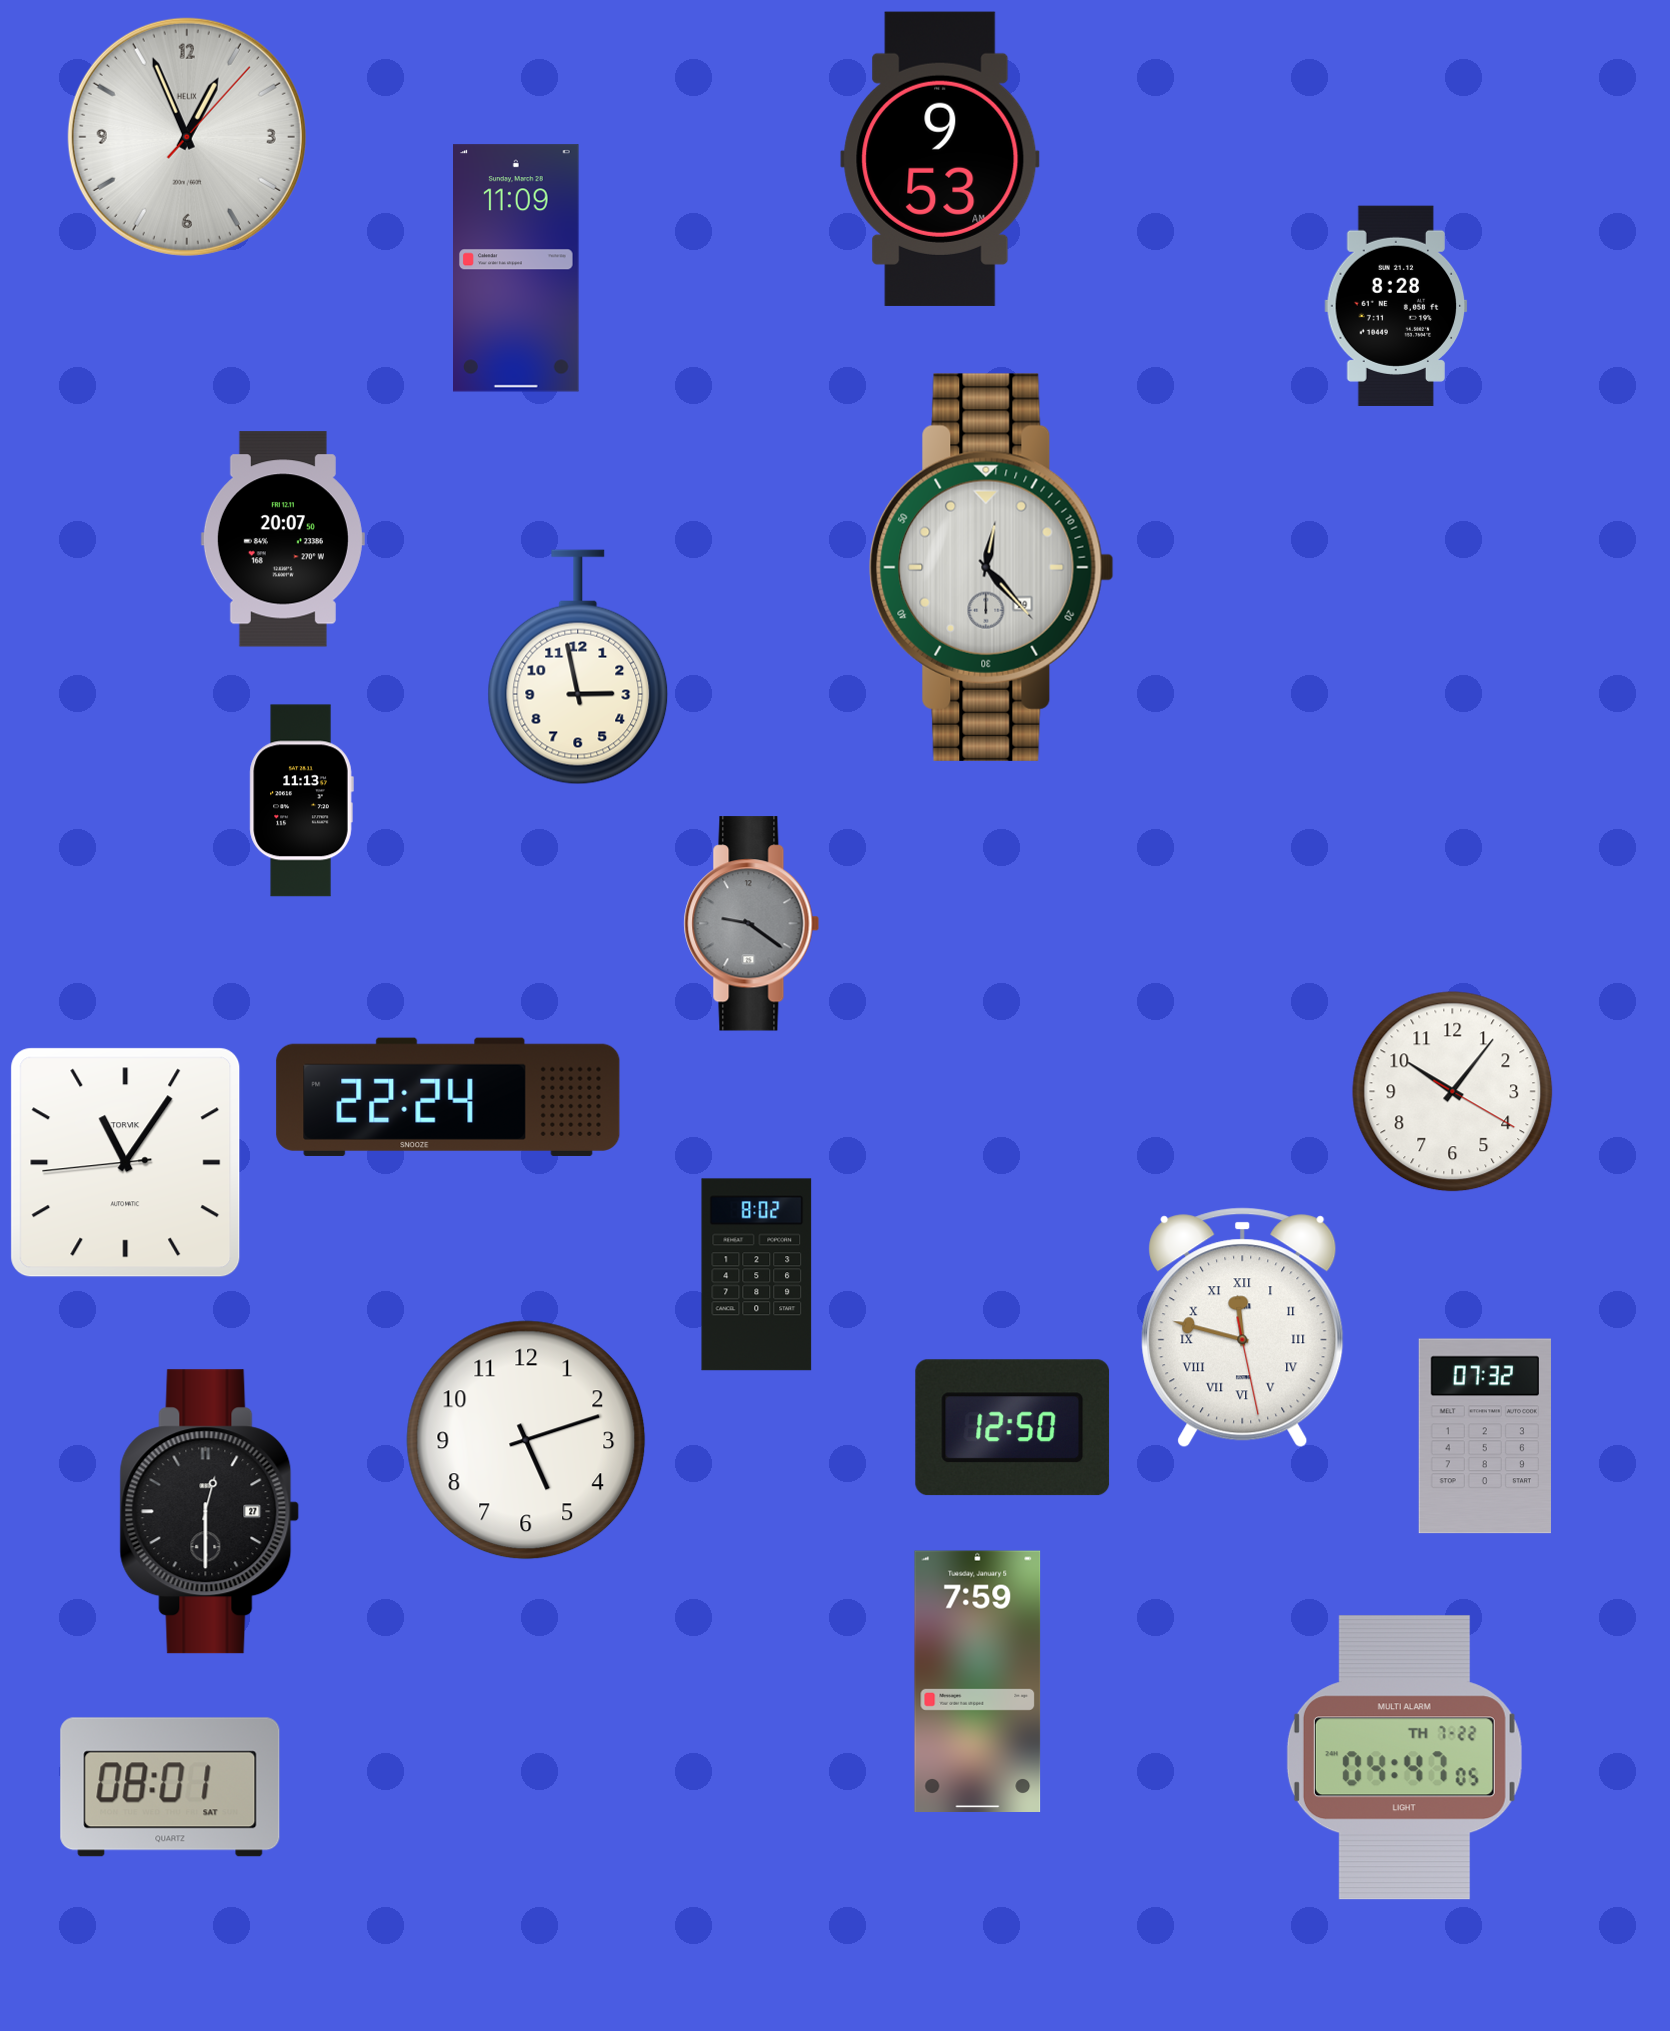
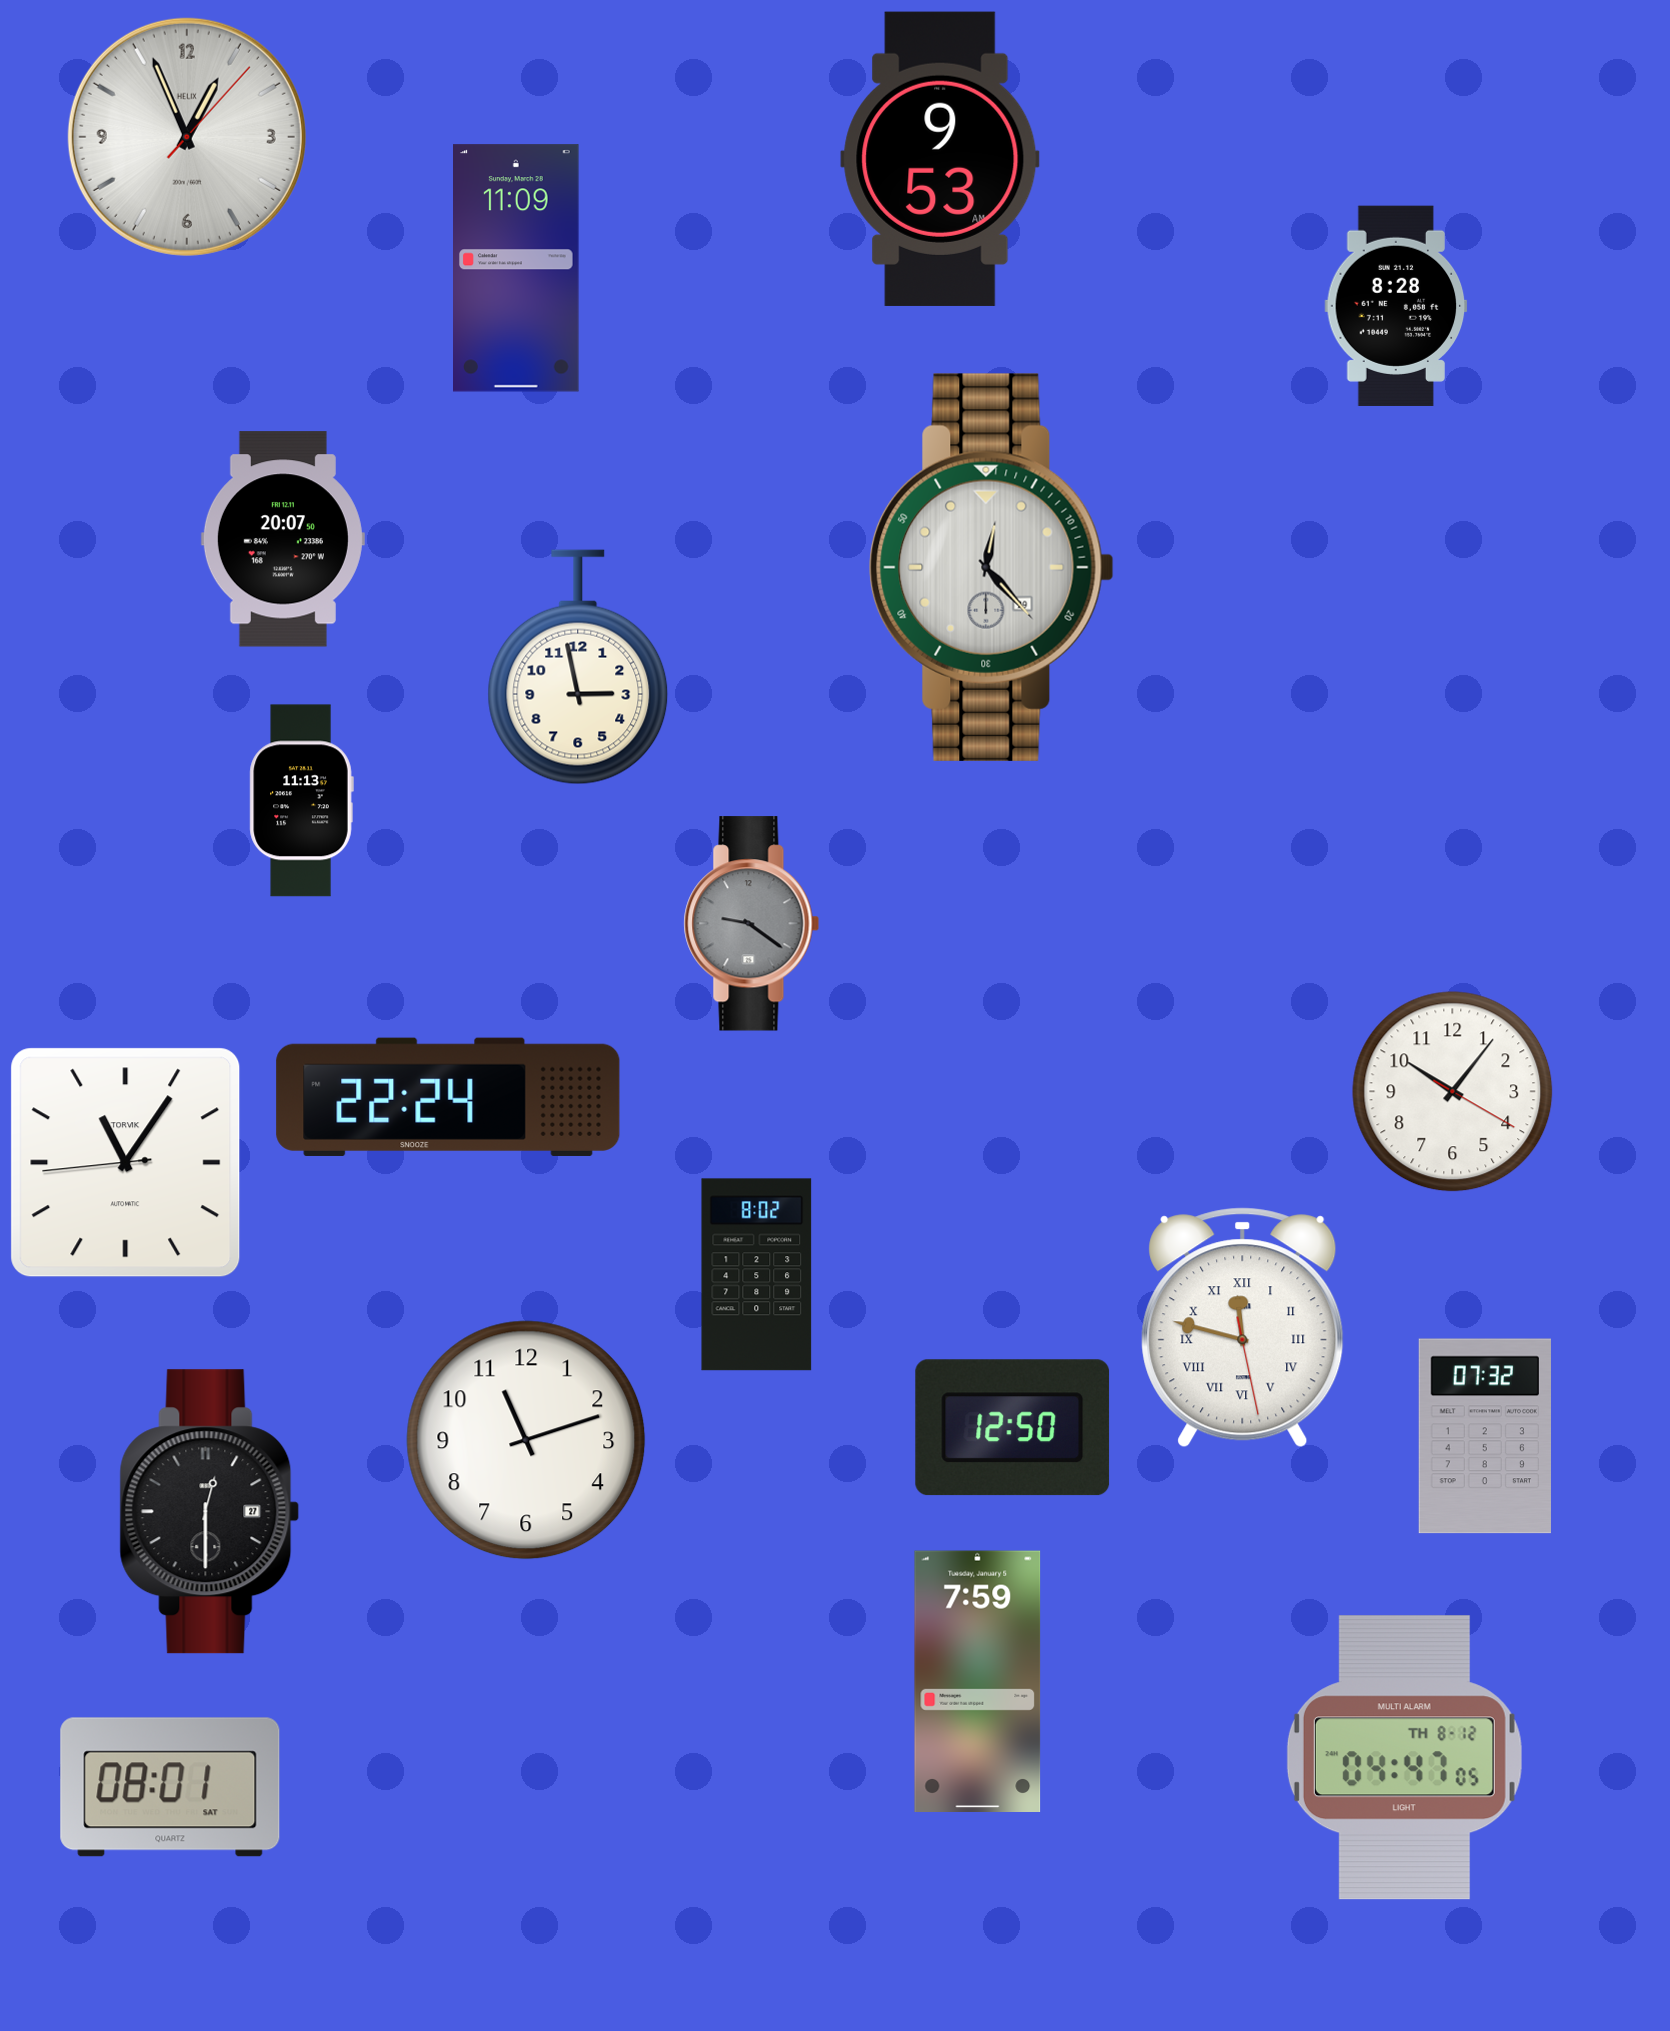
clock at (526, 1440): 5:12 -> 11:12
clock at (1404, 1758) date: TH 7-22 -> TH 8-12
